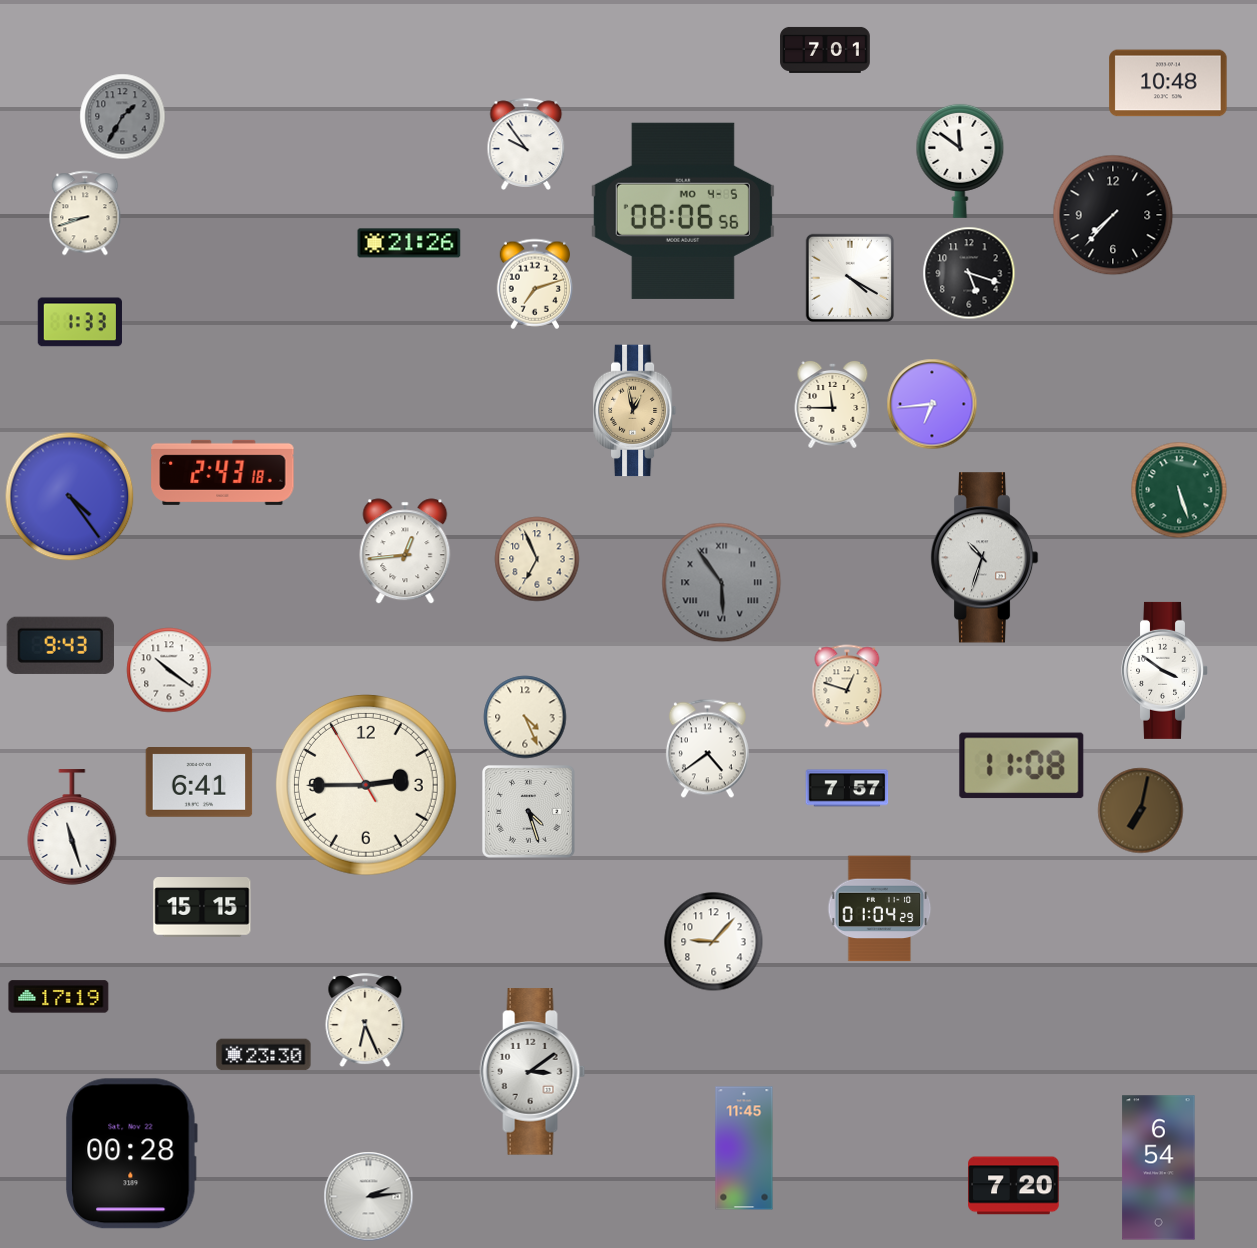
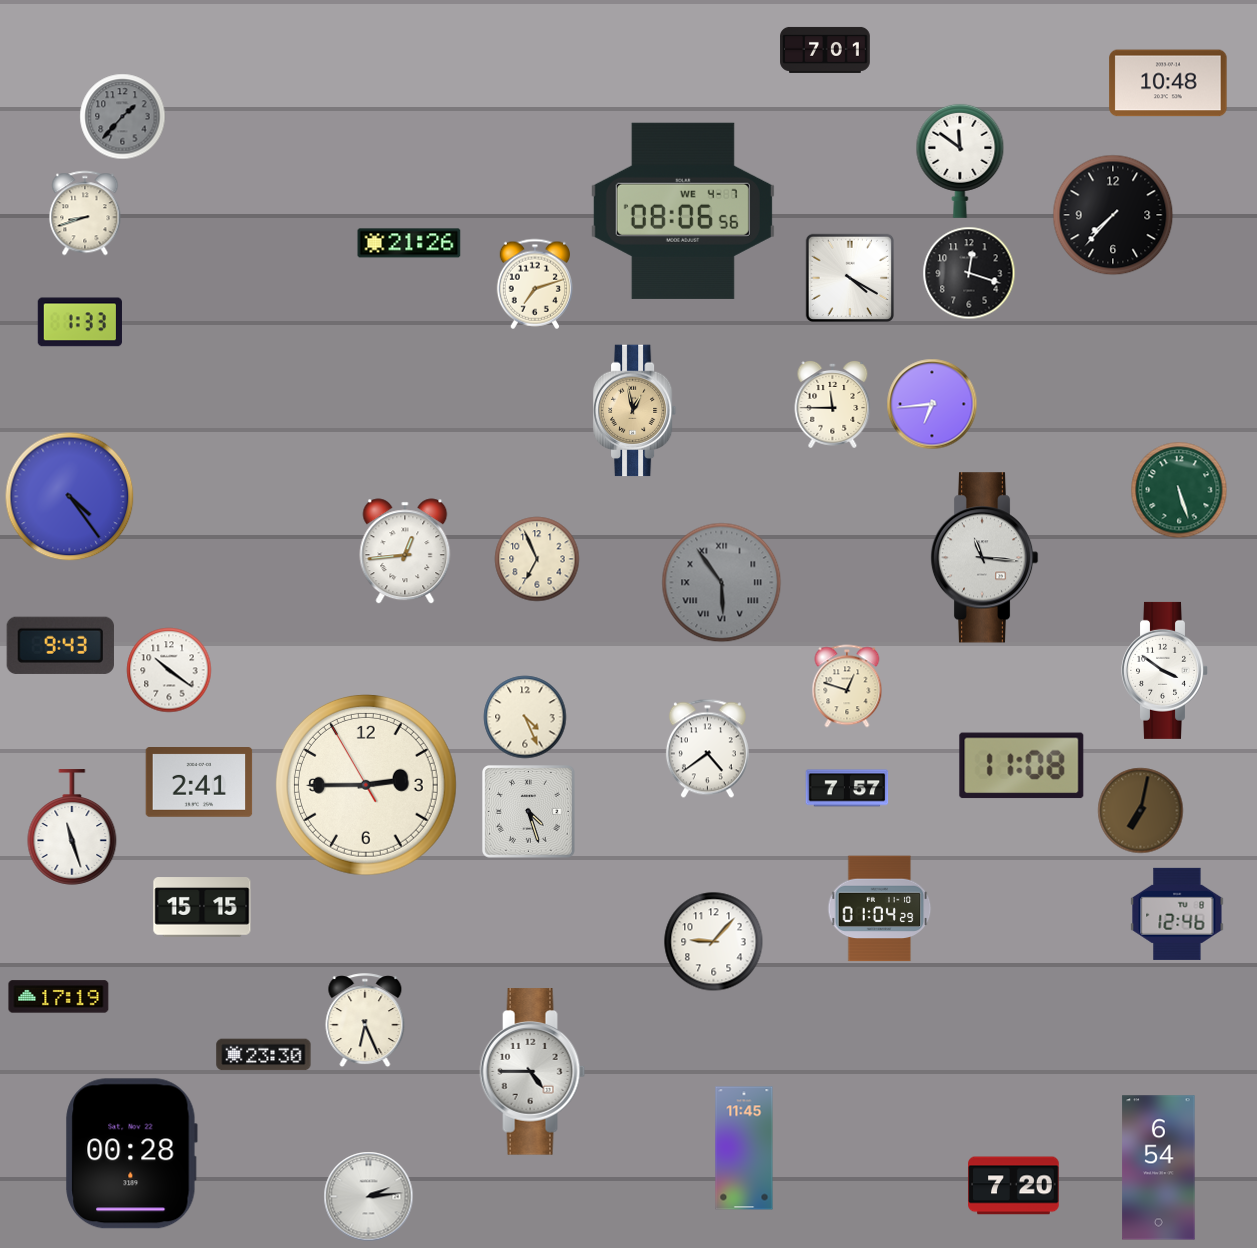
clock at (123, 117): 1:35 -> 1:37
clock at (526, 144): 9:54 -> none
clock at (683, 211) date: MO 4-5 -> WE 4-7
clock at (969, 273): 5:18 -> 12:18
clock at (223, 472): 2:43 -> none
clock at (984, 558): 10:33 -> 11:16
clock at (199, 783): 6:41 -> 2:41
clock at (1177, 914): none -> 12:46
clock at (533, 1072): 3:09 -> 4:45
